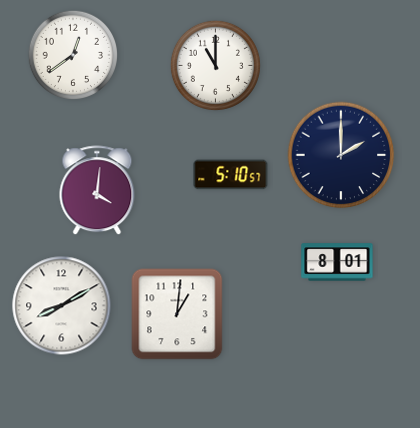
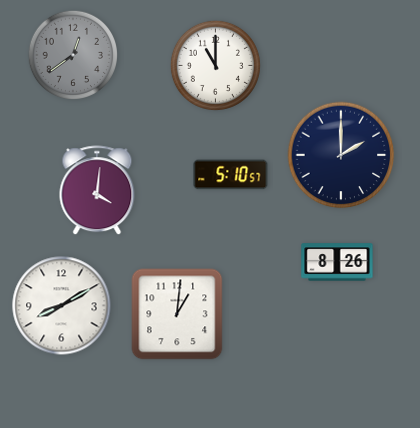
clock at (72, 54) dial: white -> grey
clock at (337, 262): 8:01 -> 8:26
